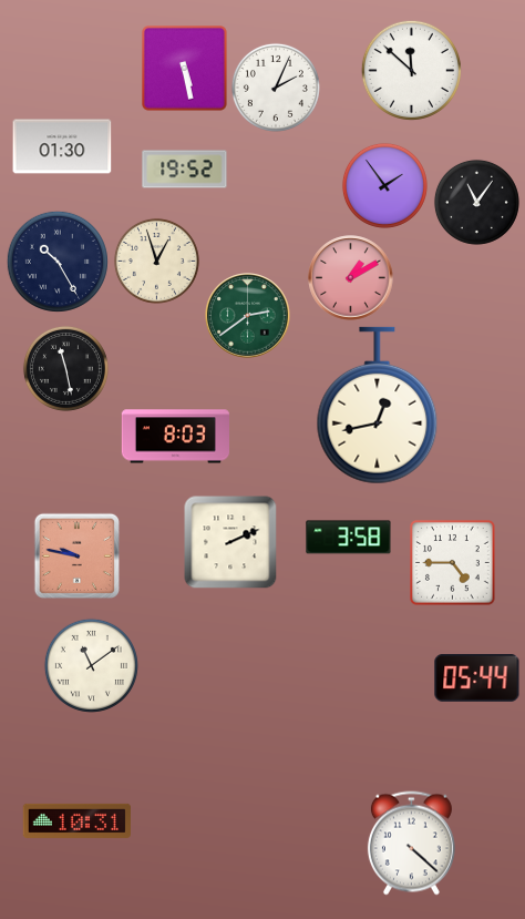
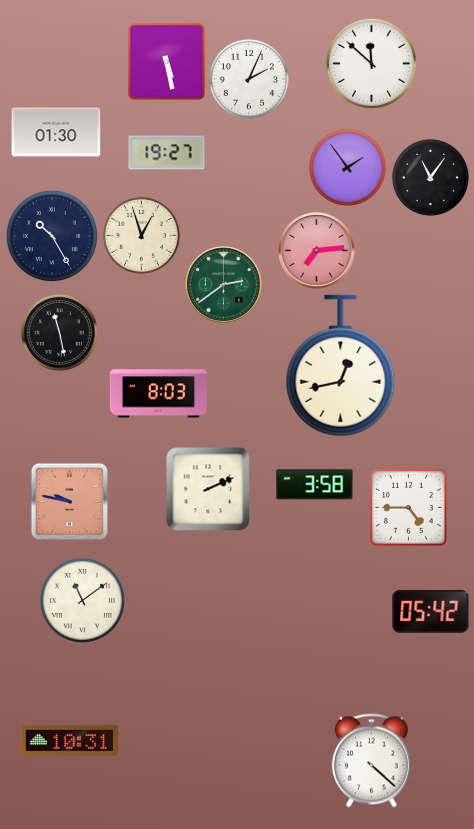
clock at (185, 170): 19:52 -> 19:27
clock at (476, 202) position: (476, 202) -> (430, 177)
clock at (351, 278): 1:10 -> 7:14
clock at (477, 677): 05:44 -> 05:42
